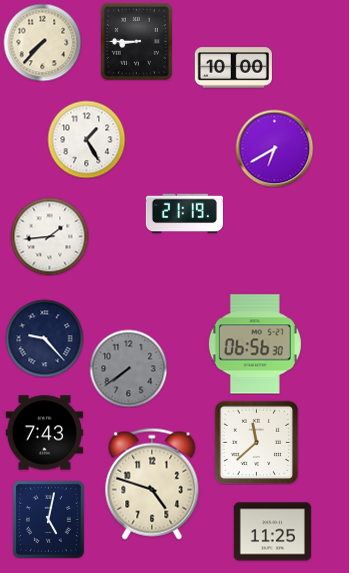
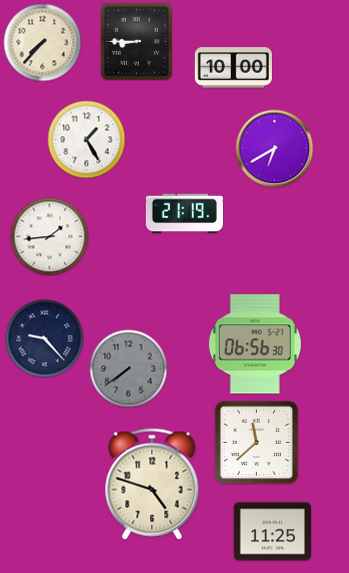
clock at (44, 433): 7:43 -> none
clock at (48, 519): 5:02 -> none
